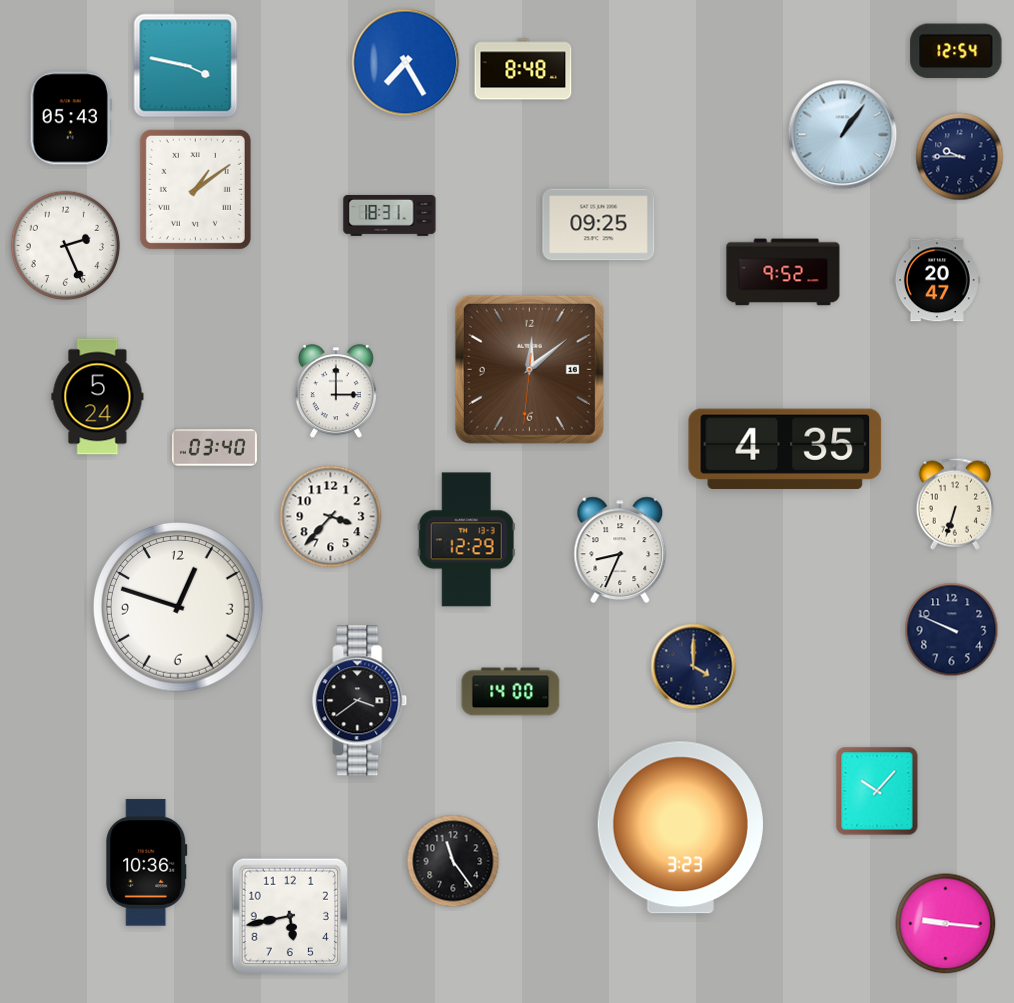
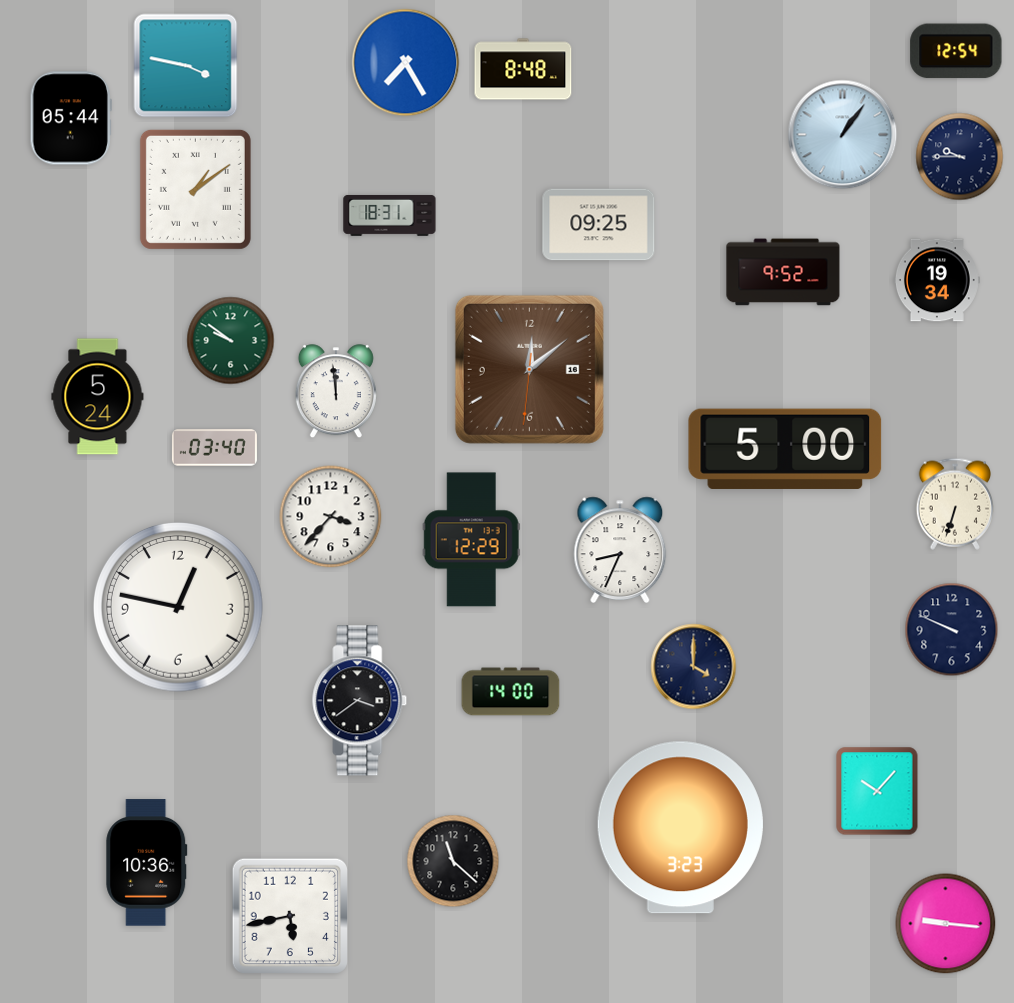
clock at (71, 118): 05:43 -> 05:44
clock at (66, 246): 2:26 -> none
clock at (937, 280): 20:47 -> 19:34
clock at (231, 341): none -> 9:51
clock at (336, 392): 3:00 -> 11:59
clock at (785, 449): 4:35 -> 5:00
clock at (466, 540) position: (466, 540) -> (471, 540)
clock at (179, 608): 12:48 -> 12:47
clock at (453, 861): 11:24 -> 11:22
